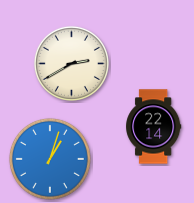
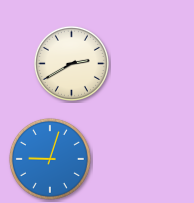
clock at (154, 127): 22:14 -> none
clock at (50, 159): 1:03 -> 9:03
